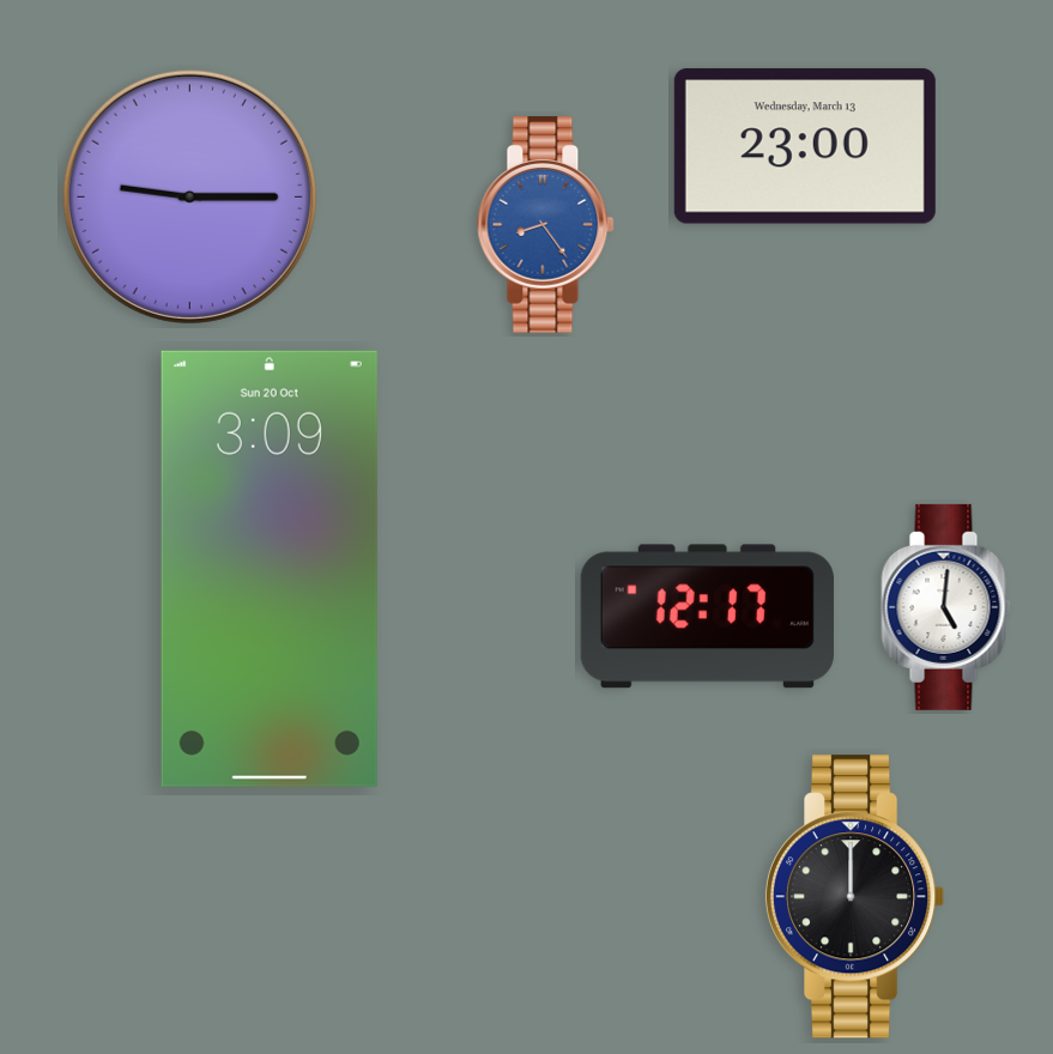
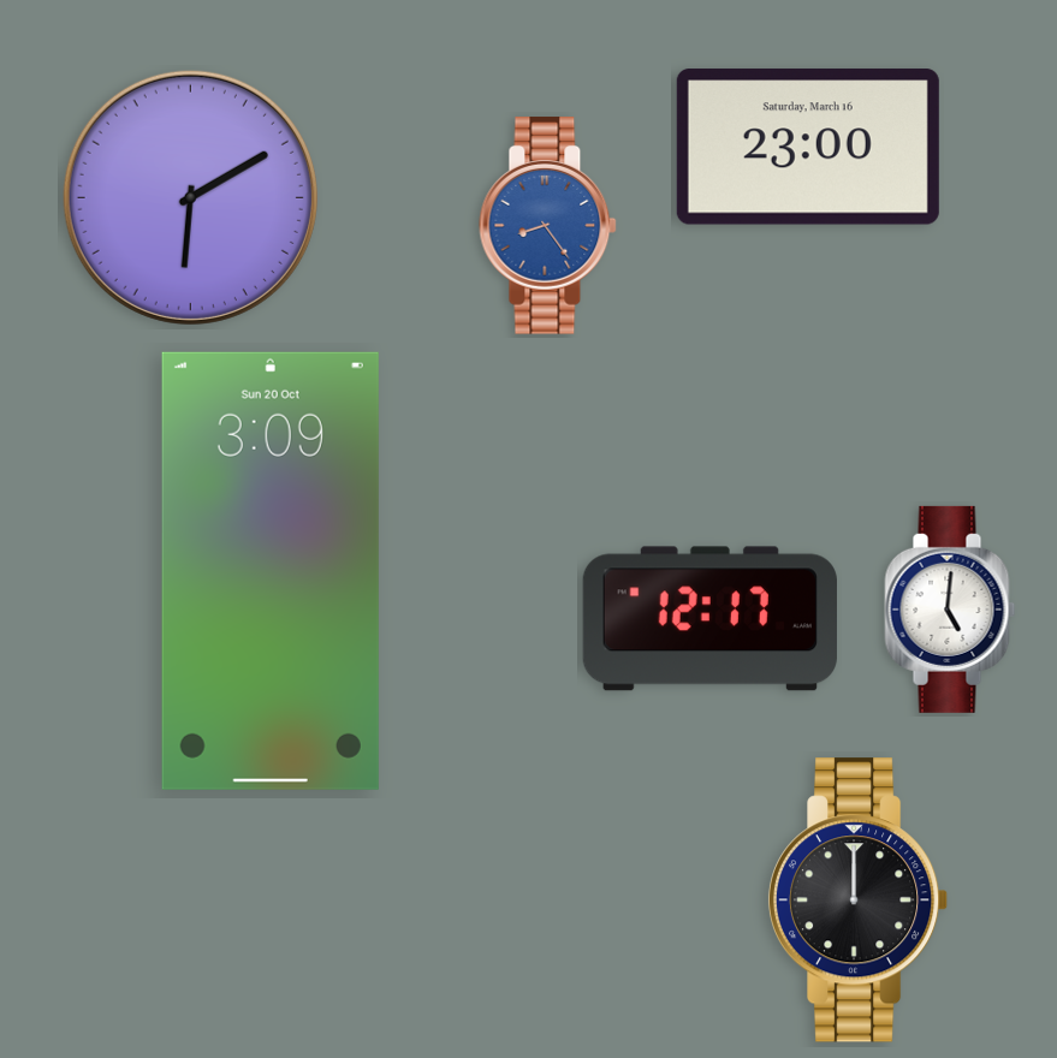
clock at (805, 146) date: Wednesday, March 13 -> Saturday, March 16
clock at (189, 196): 9:15 -> 6:10
